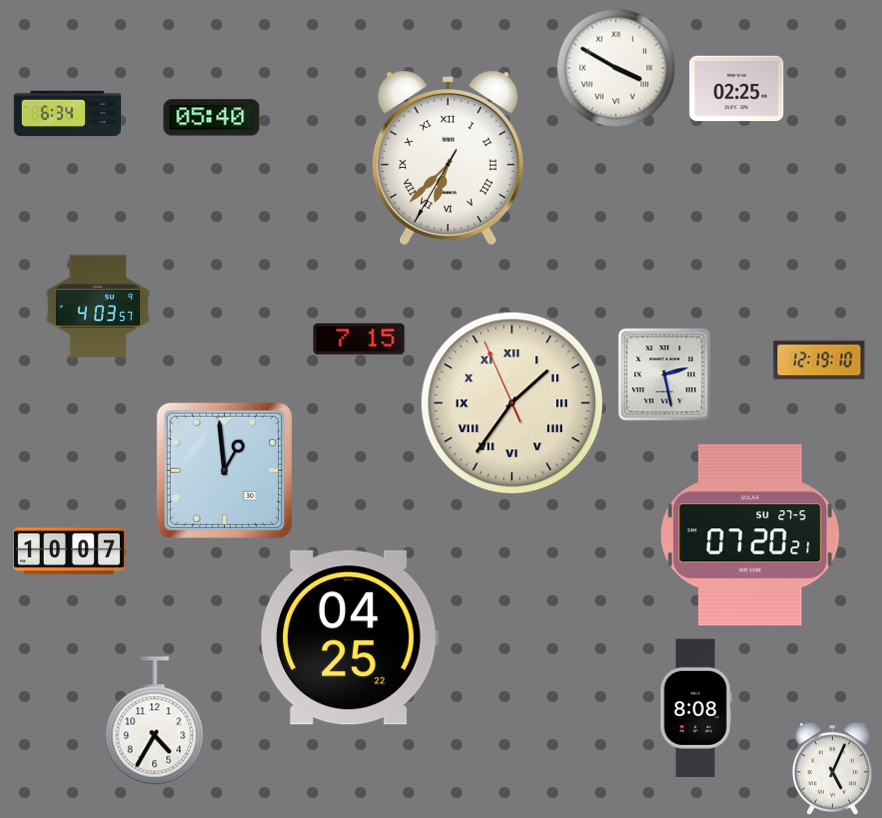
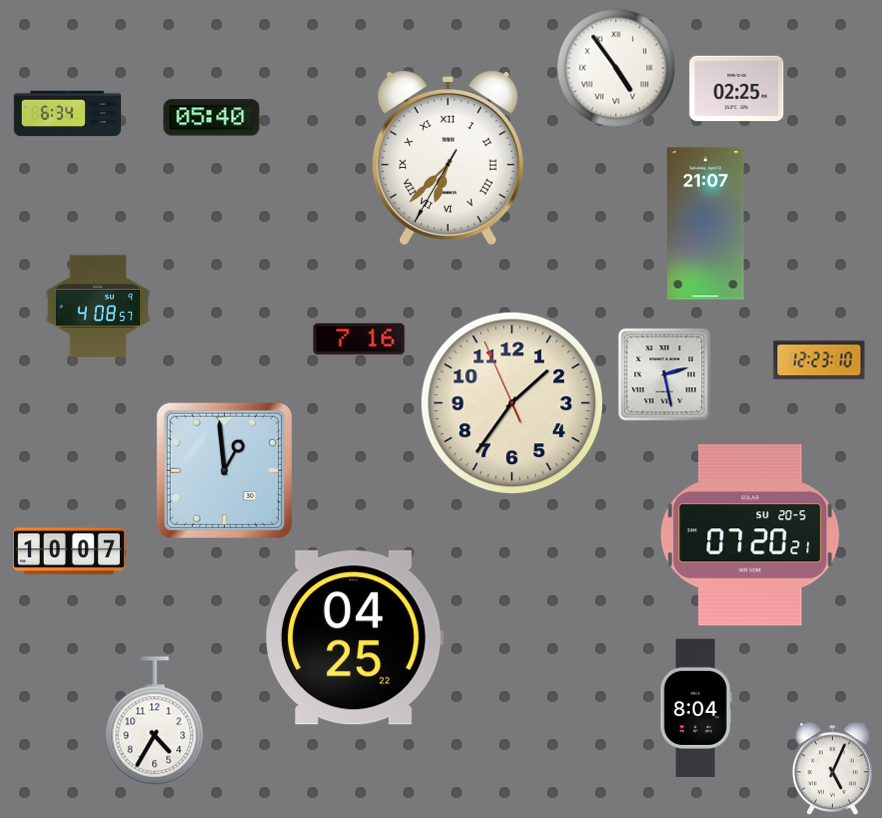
clock at (616, 68): 3:50 -> 4:54
clock at (706, 224): none -> 21:07
clock at (98, 305): 4:03 -> 4:08
clock at (359, 339): 7:15 -> 7:16
clock at (819, 360): 12:19 -> 12:23
clock at (512, 403) numerals: Roman -> Arabic
clock at (750, 535) date: SU 27-5 -> SU 20-5
clock at (349, 638) position: (349, 638) -> (354, 638)
clock at (696, 708): 8:08 -> 8:04
